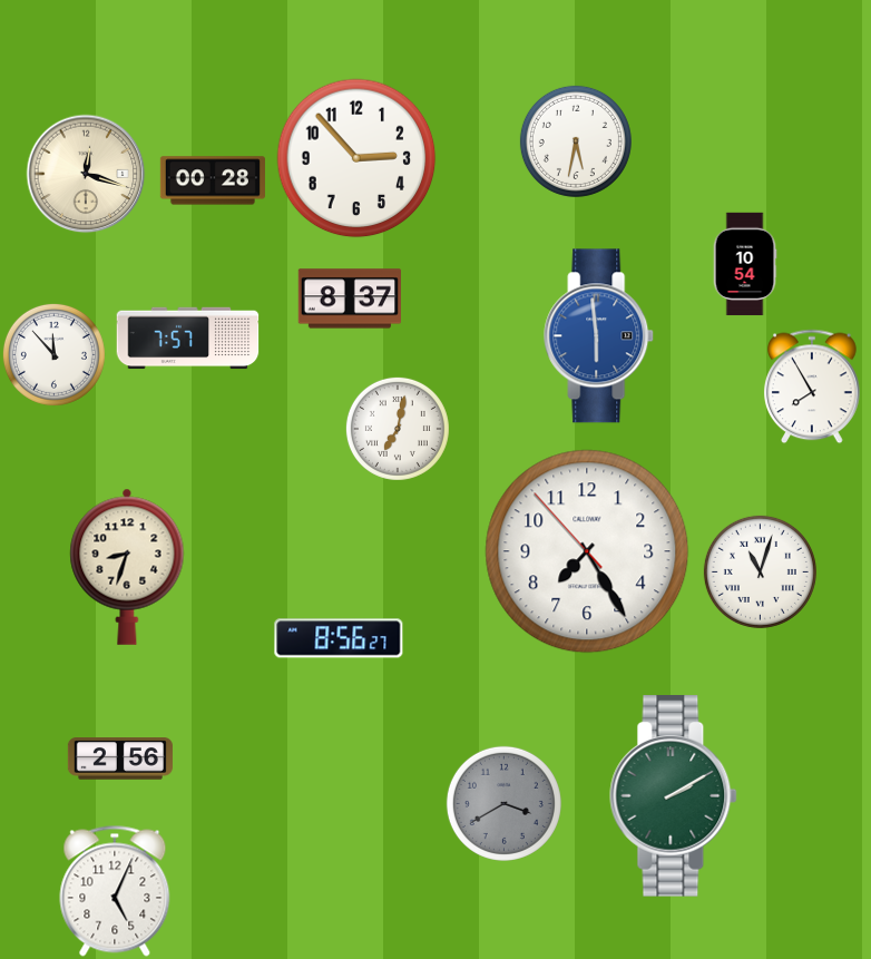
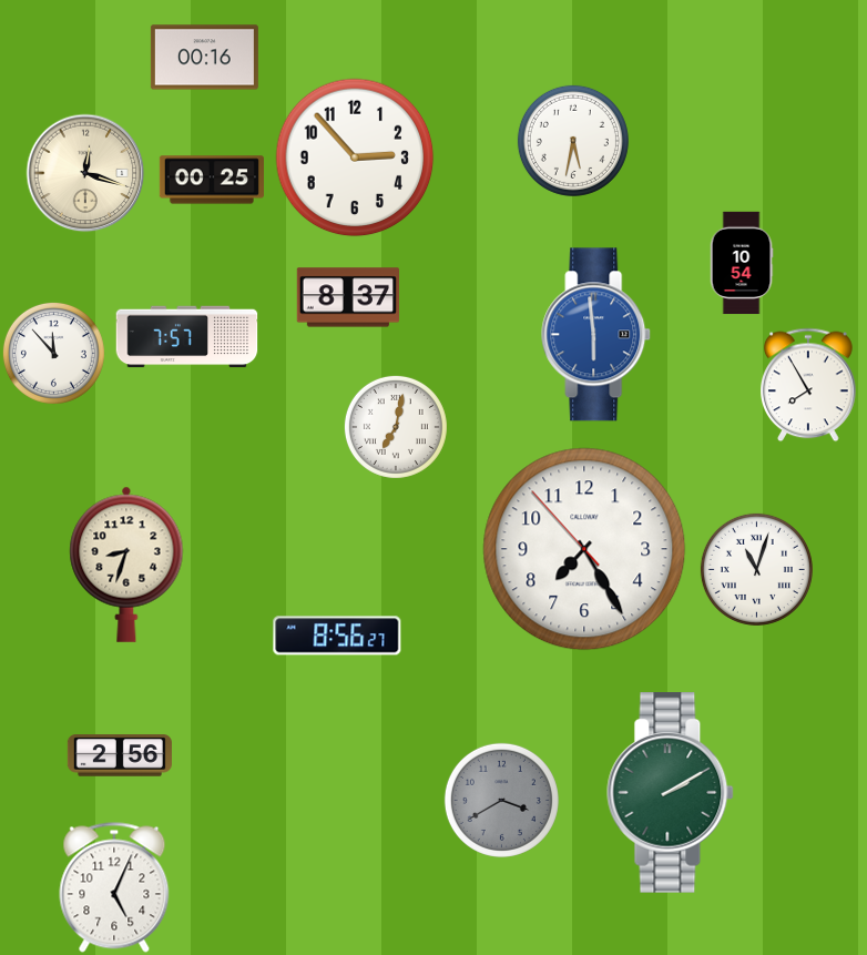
clock at (204, 58): none -> 00:16
clock at (213, 180): 00:28 -> 00:25
